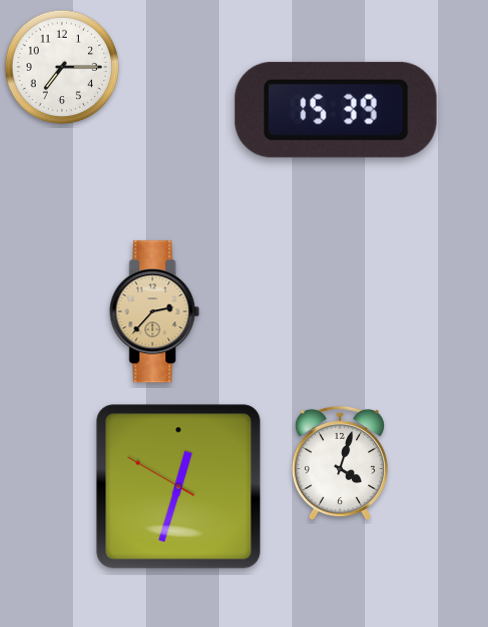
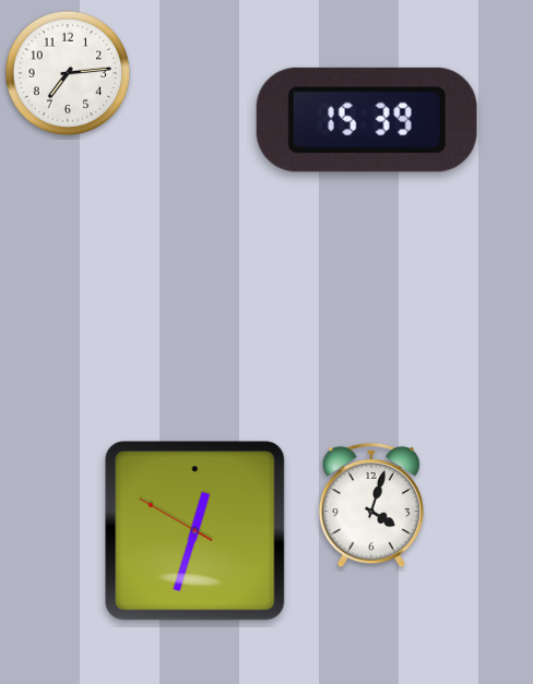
clock at (62, 67): 7:15 -> 7:14
clock at (155, 312): 2:37 -> none
